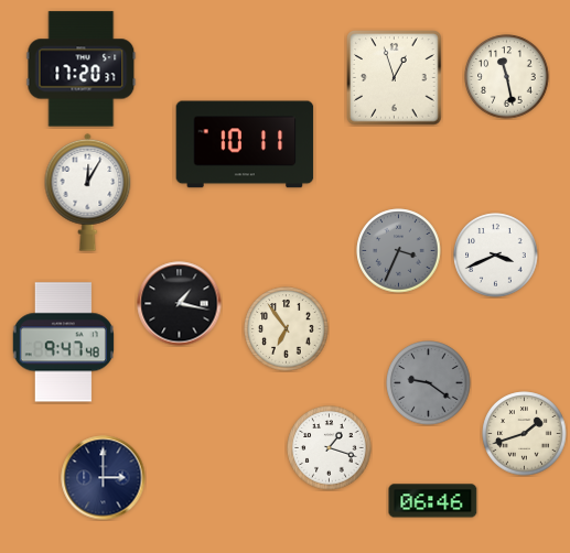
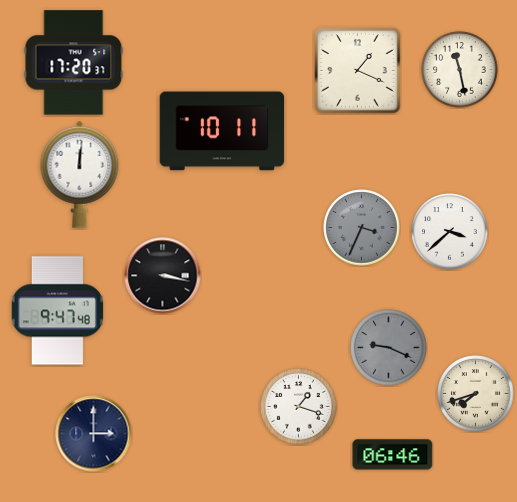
clock at (395, 78): 12:57 -> 1:19
clock at (88, 192): 12:05 -> 12:01
clock at (496, 256): 3:41 -> 3:38
clock at (180, 304): 1:17 -> 3:17
clock at (287, 329): 6:54 -> none
clock at (429, 383): 9:21 -> 9:19
clock at (525, 434): 1:42 -> 7:42
